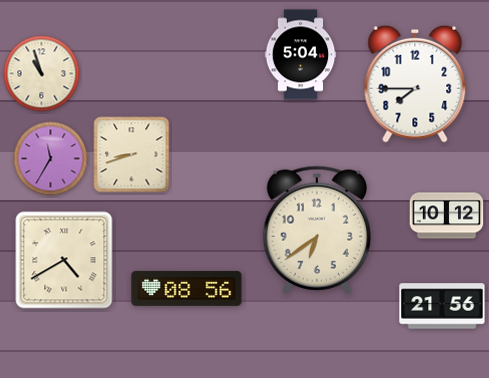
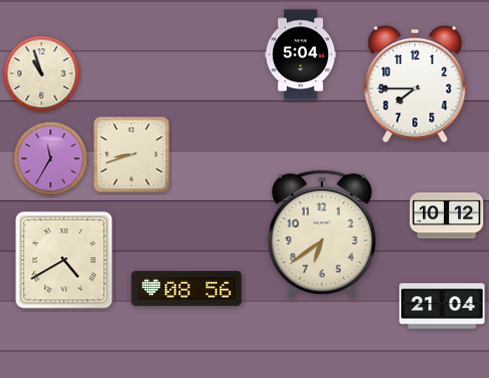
clock at (316, 230) position: (316, 230) -> (321, 234)
clock at (442, 306): 21:56 -> 21:04
